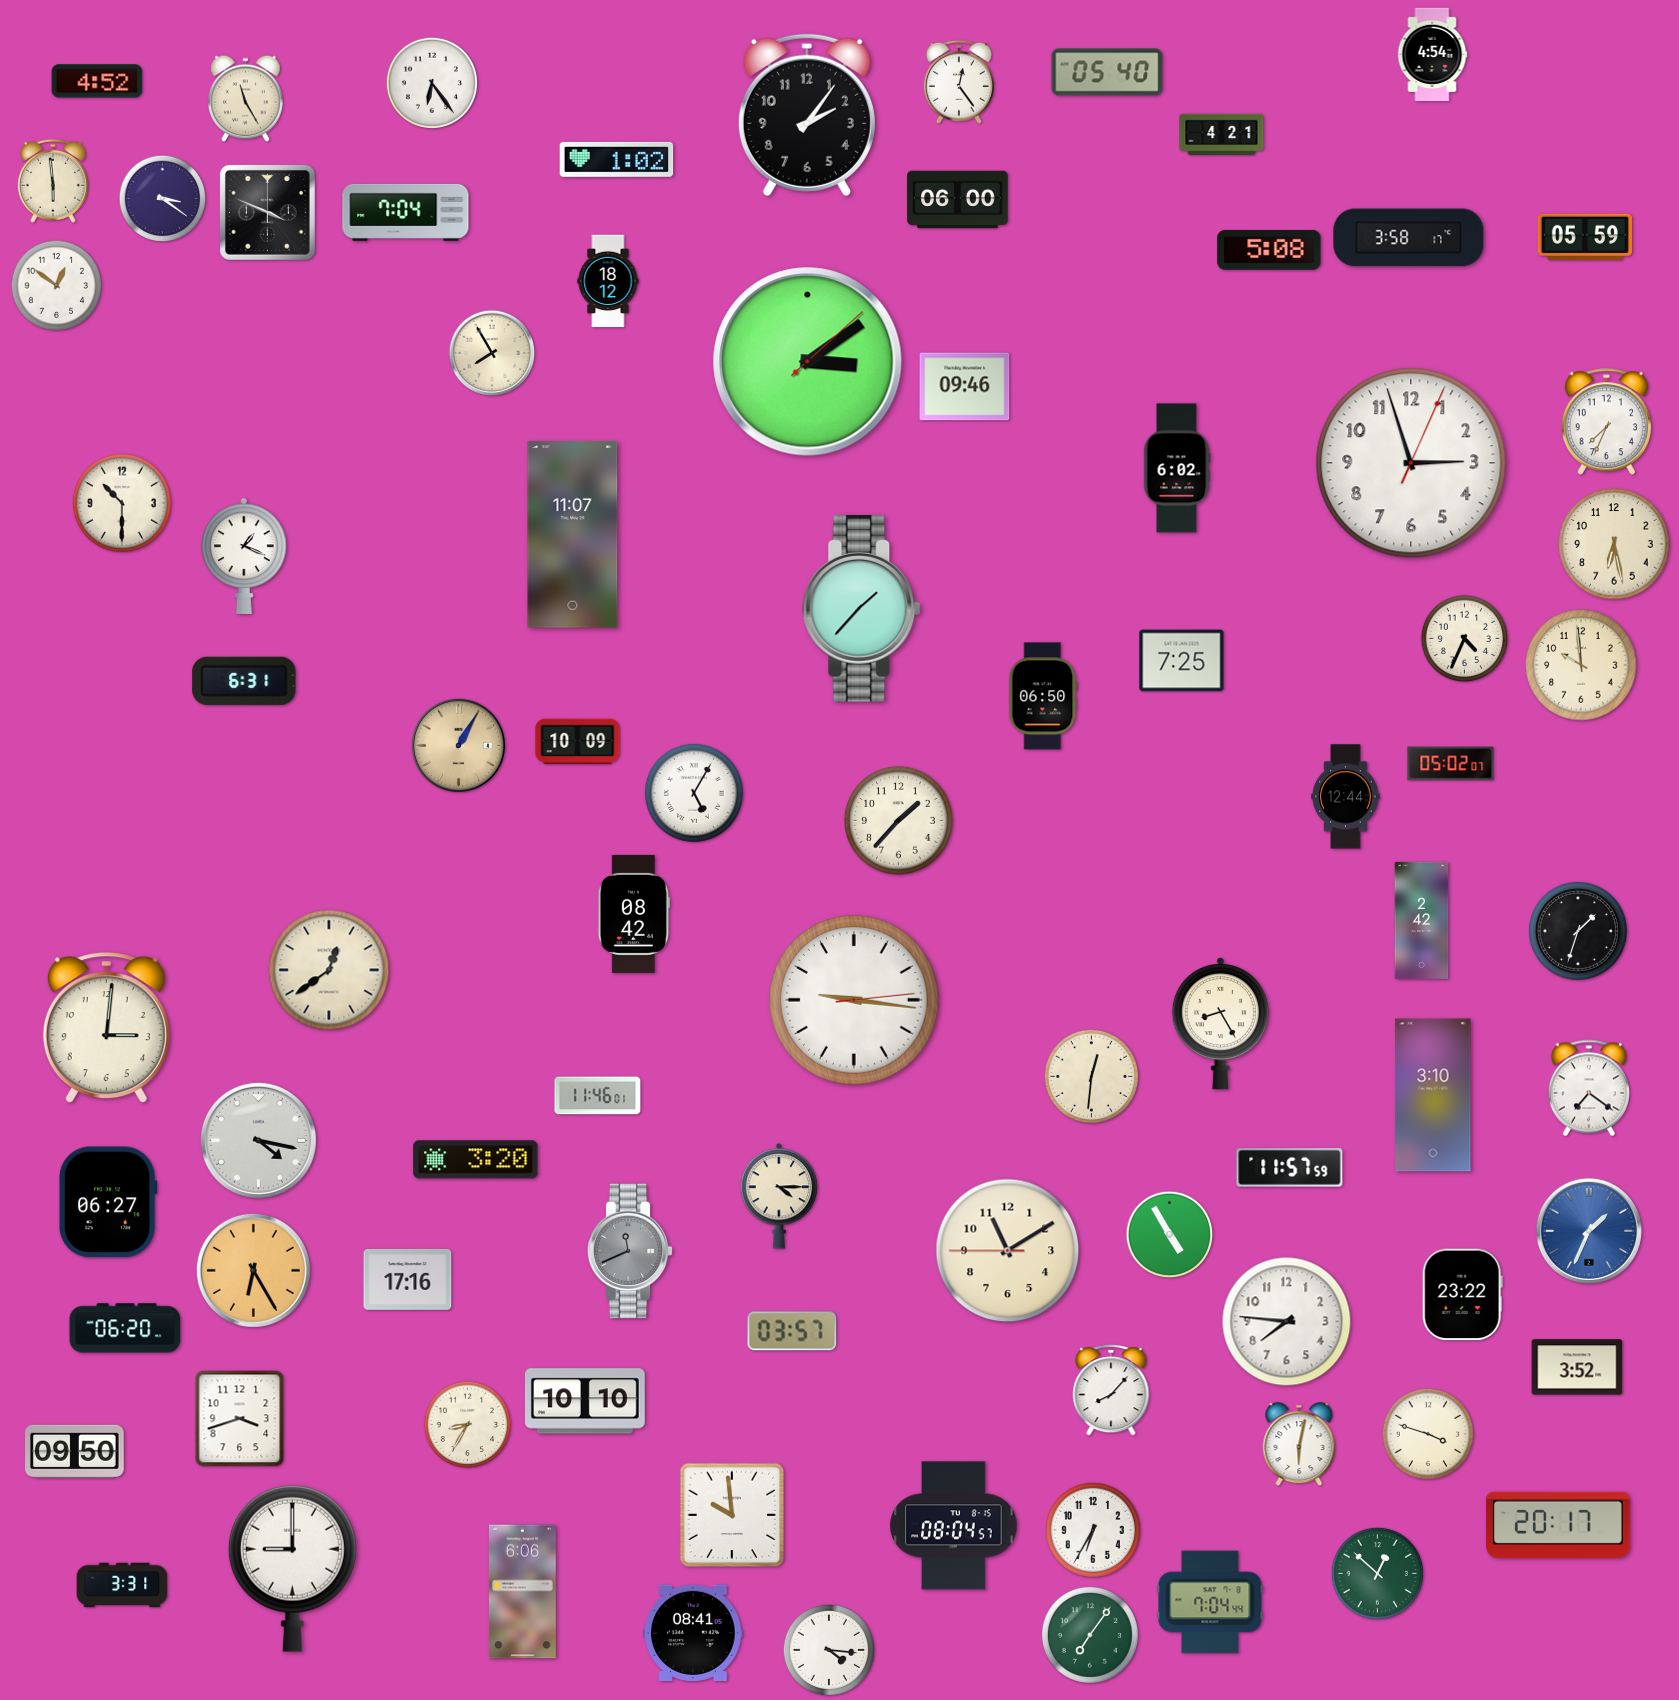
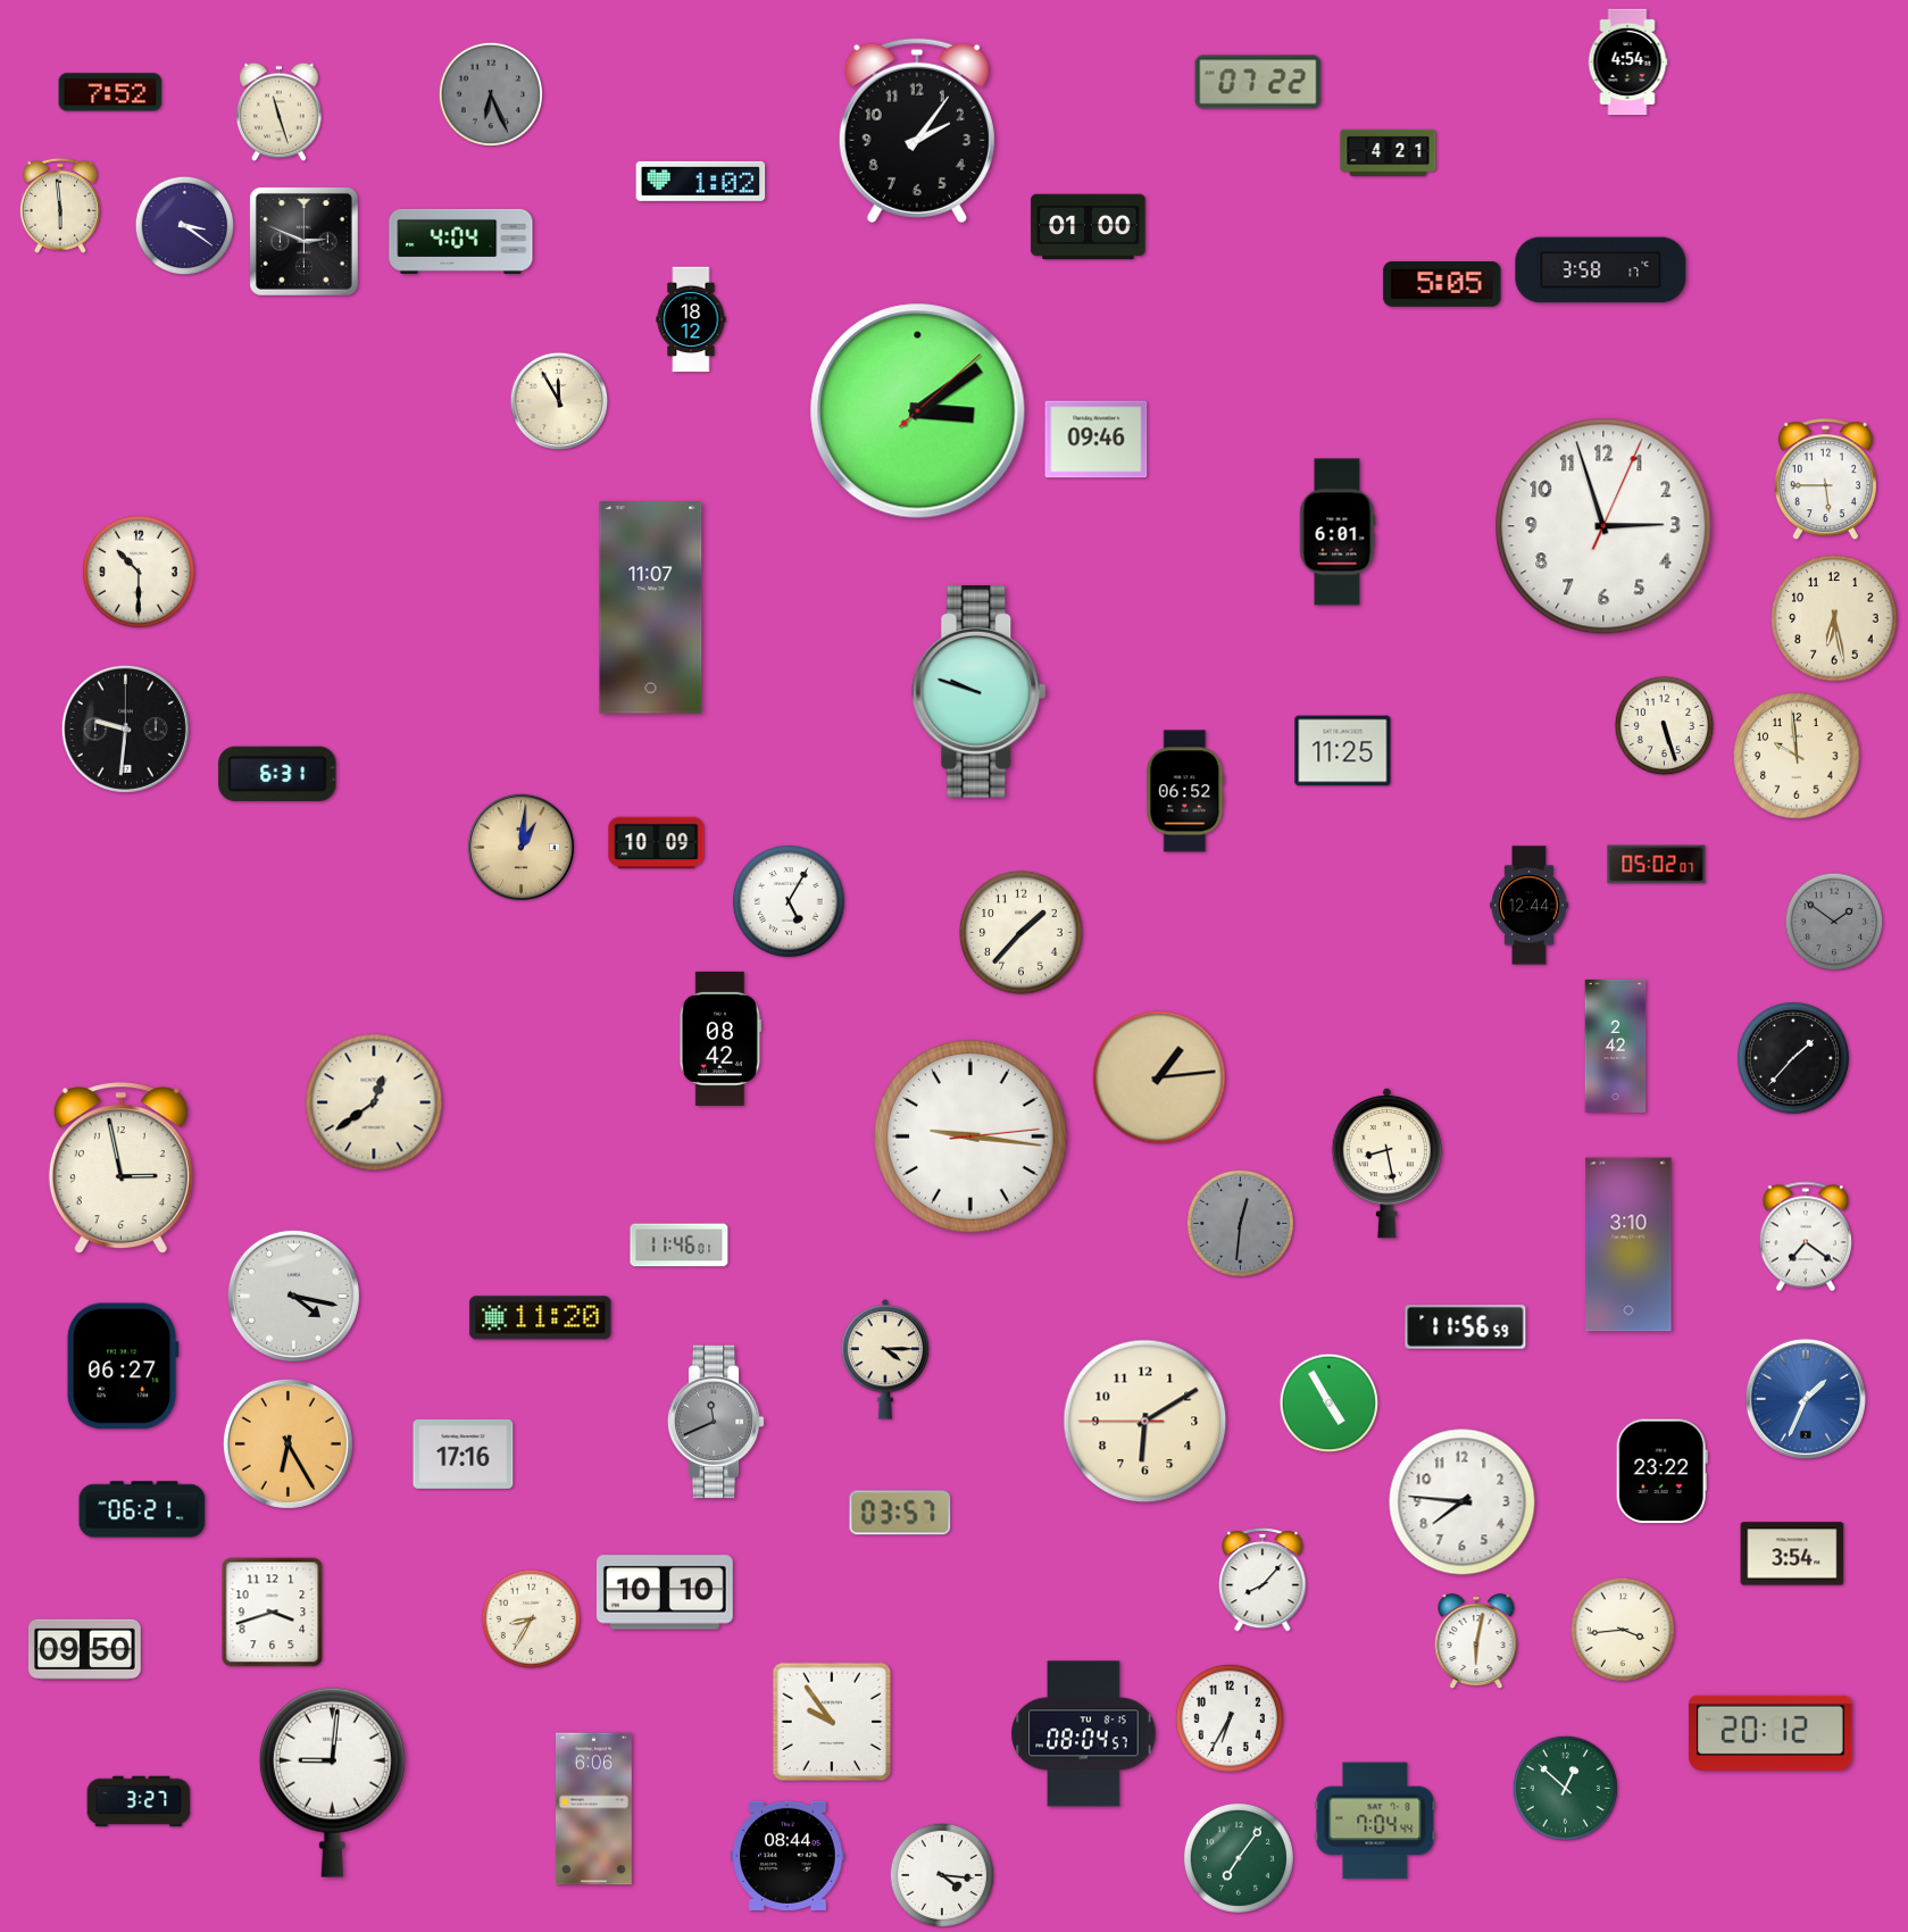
clock at (1107, 72): 05:40 -> 07:22
clock at (97, 81): 4:52 -> 7:52
clock at (431, 82): 6:24 -> 6:26
clock at (431, 82) dial: white -> grey
clock at (959, 82): 12:24 -> none
clock at (246, 99): 11:25 -> 11:27
clock at (958, 200): 06:00 -> 01:00
clock at (267, 212): 3:49 -> 2:49
clock at (406, 212): 7:04 -> 4:04
clock at (1584, 236): 05:59 -> none
clock at (1269, 250): 5:08 -> 5:05
clock at (56, 285): 12:51 -> none
clock at (492, 353): 7:55 -> 11:55
clock at (1606, 422): 7:34 -> 5:45
clock at (1177, 468): 6:02 -> 6:01
clock at (244, 556): 1:19 -> none
clock at (862, 609): 1:37 -> 9:48
clock at (1465, 639): 4:34 -> 5:27
clock at (125, 728): none -> 9:31
clock at (1182, 661): 7:25 -> 11:25
clock at (1043, 696): 06:50 -> 06:52
clock at (458, 745): 1:05 -> 1:01
clock at (1451, 764) position: (1451, 764) -> (1657, 865)
clock at (1834, 922): none -> 1:51
clock at (1578, 931): 1:33 -> 1:37
clock at (1159, 1077): none -> 1:14
clock at (1220, 1023): 8:25 -> 8:28
clock at (106, 1028): 3:01 -> 2:58
clock at (1091, 1076) dial: cream -> grey
clock at (476, 1160): 3:20 -> 11:20
clock at (1290, 1168): 11:57 -> 11:56
clock at (1008, 1251): 11:09 -> 6:09
clock at (125, 1328): 06:20 -> 06:21
clock at (1577, 1367): 3:52 -> 3:54
clock at (1427, 1433): 3:48 -> 3:44
clock at (732, 1515): 9:59 -> 9:54
clock at (1558, 1525): 20:17 -> 20:12
clock at (1093, 1530) position: (1093, 1530) -> (1230, 1718)
clock at (292, 1568): 9:00 -> 9:01
clock at (122, 1585): 3:31 -> 3:27
clock at (693, 1633): 08:41 -> 08:44
